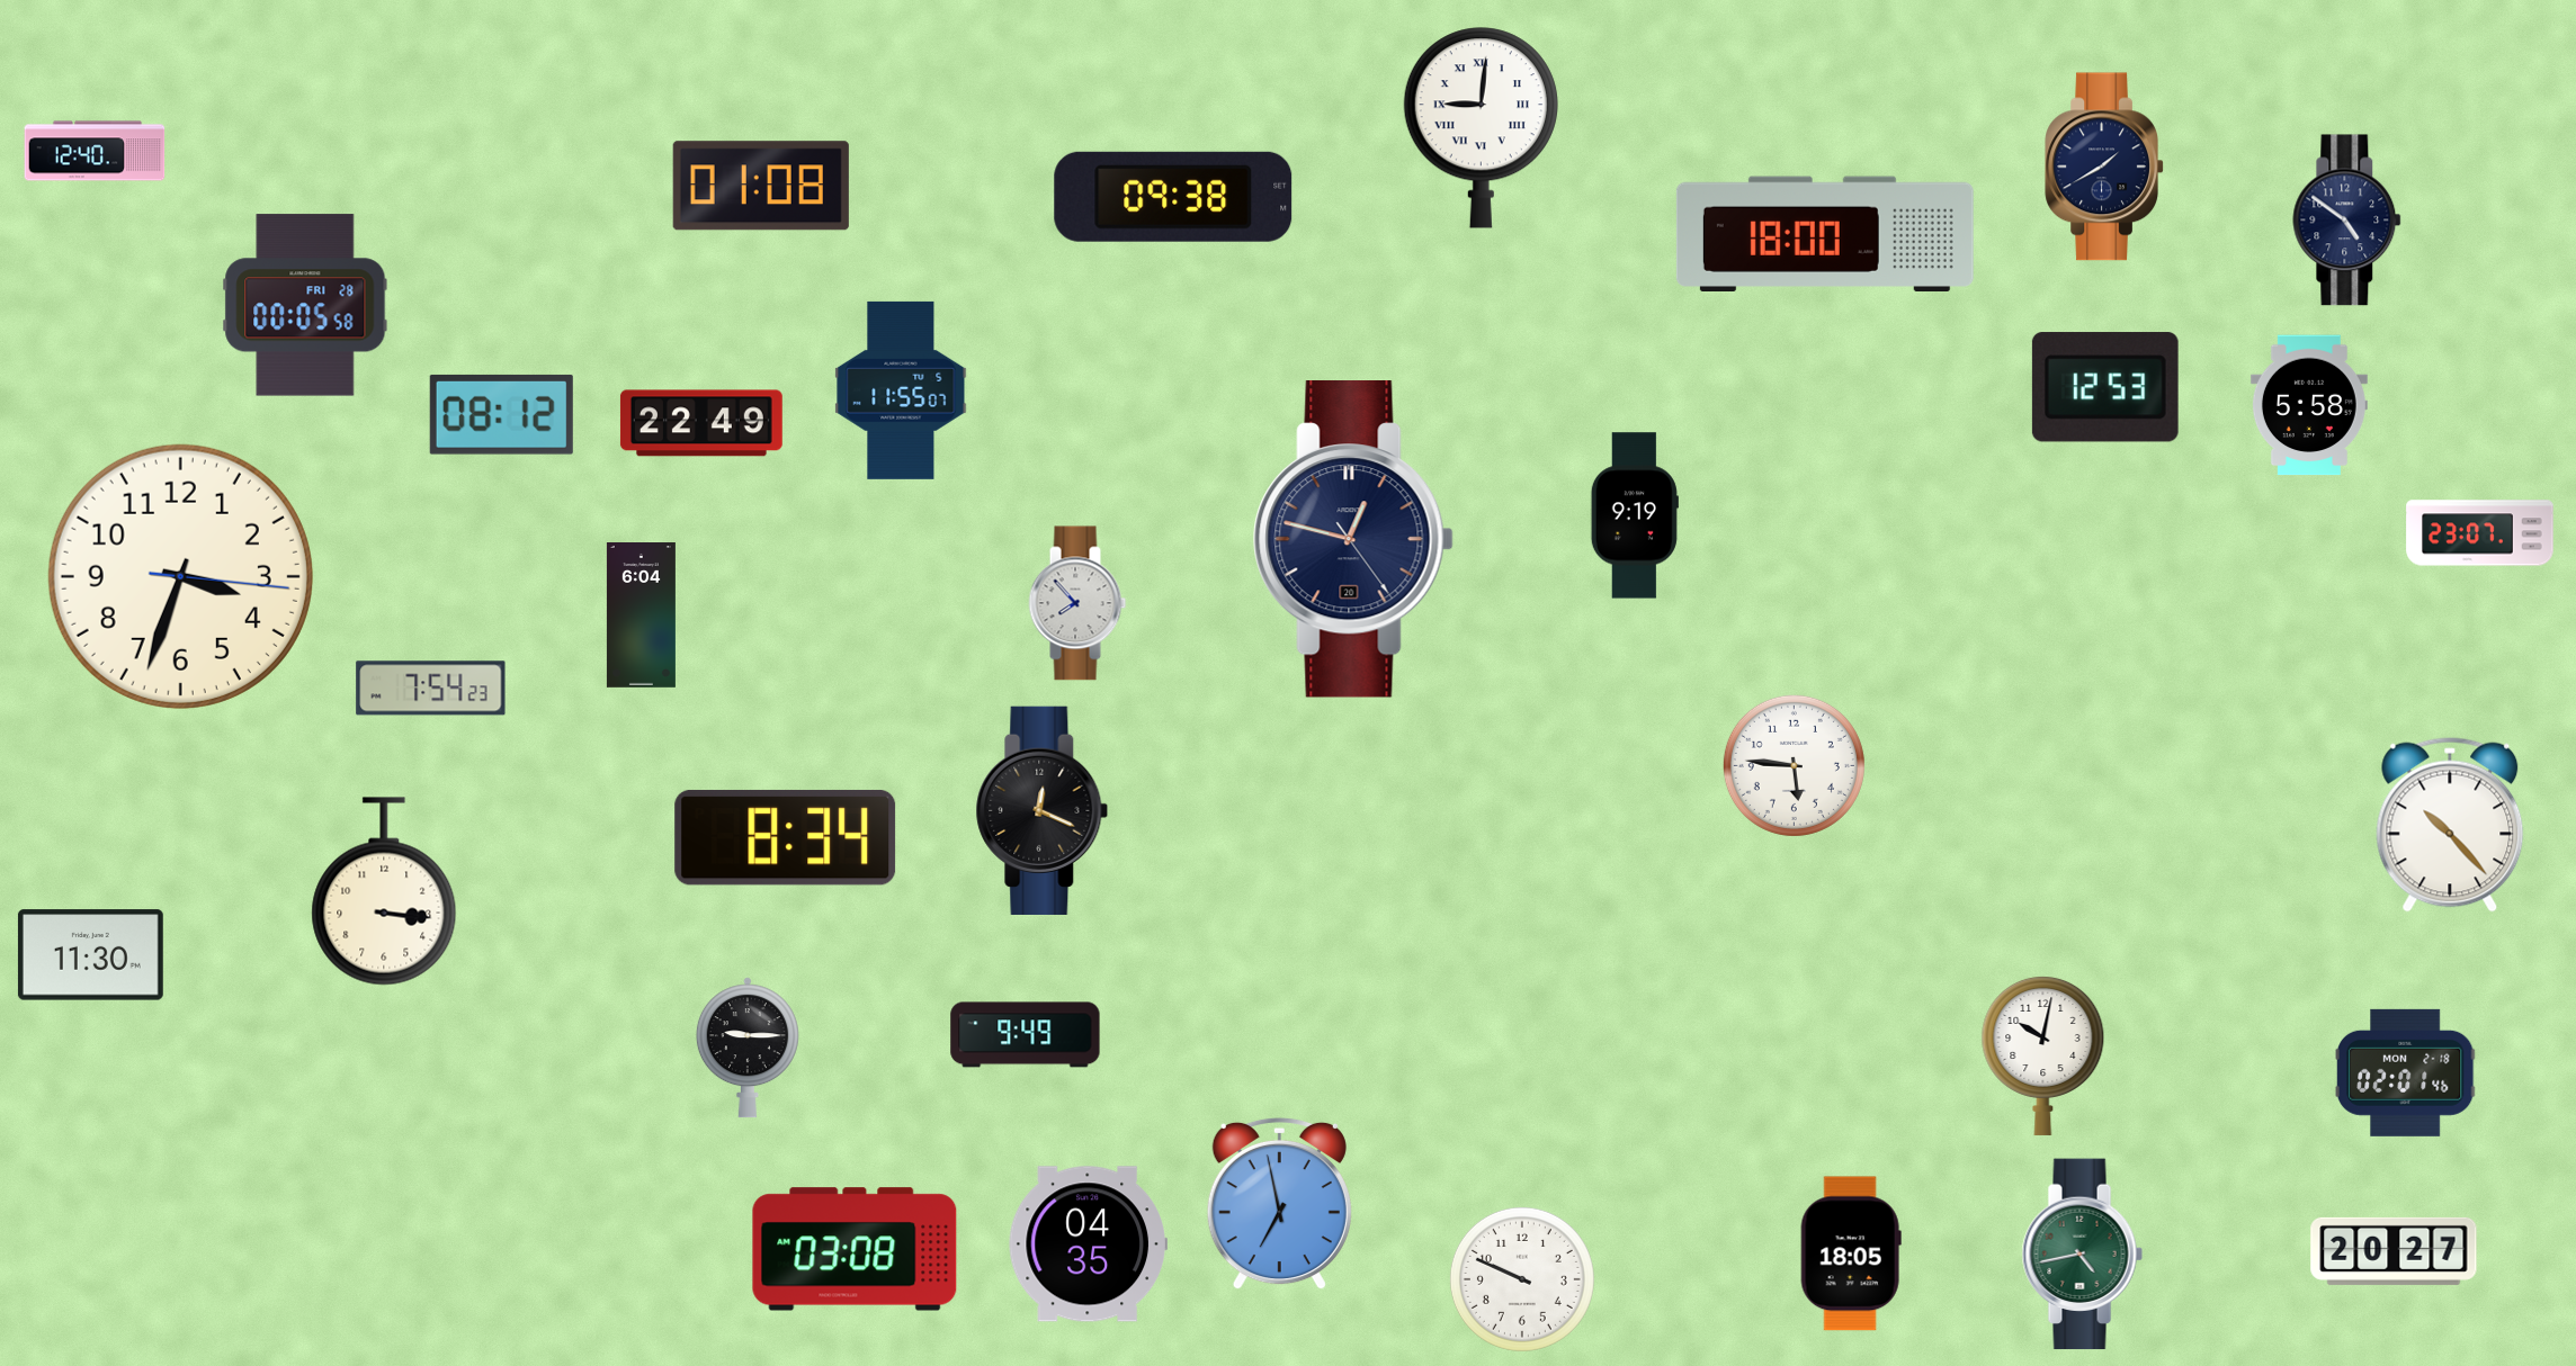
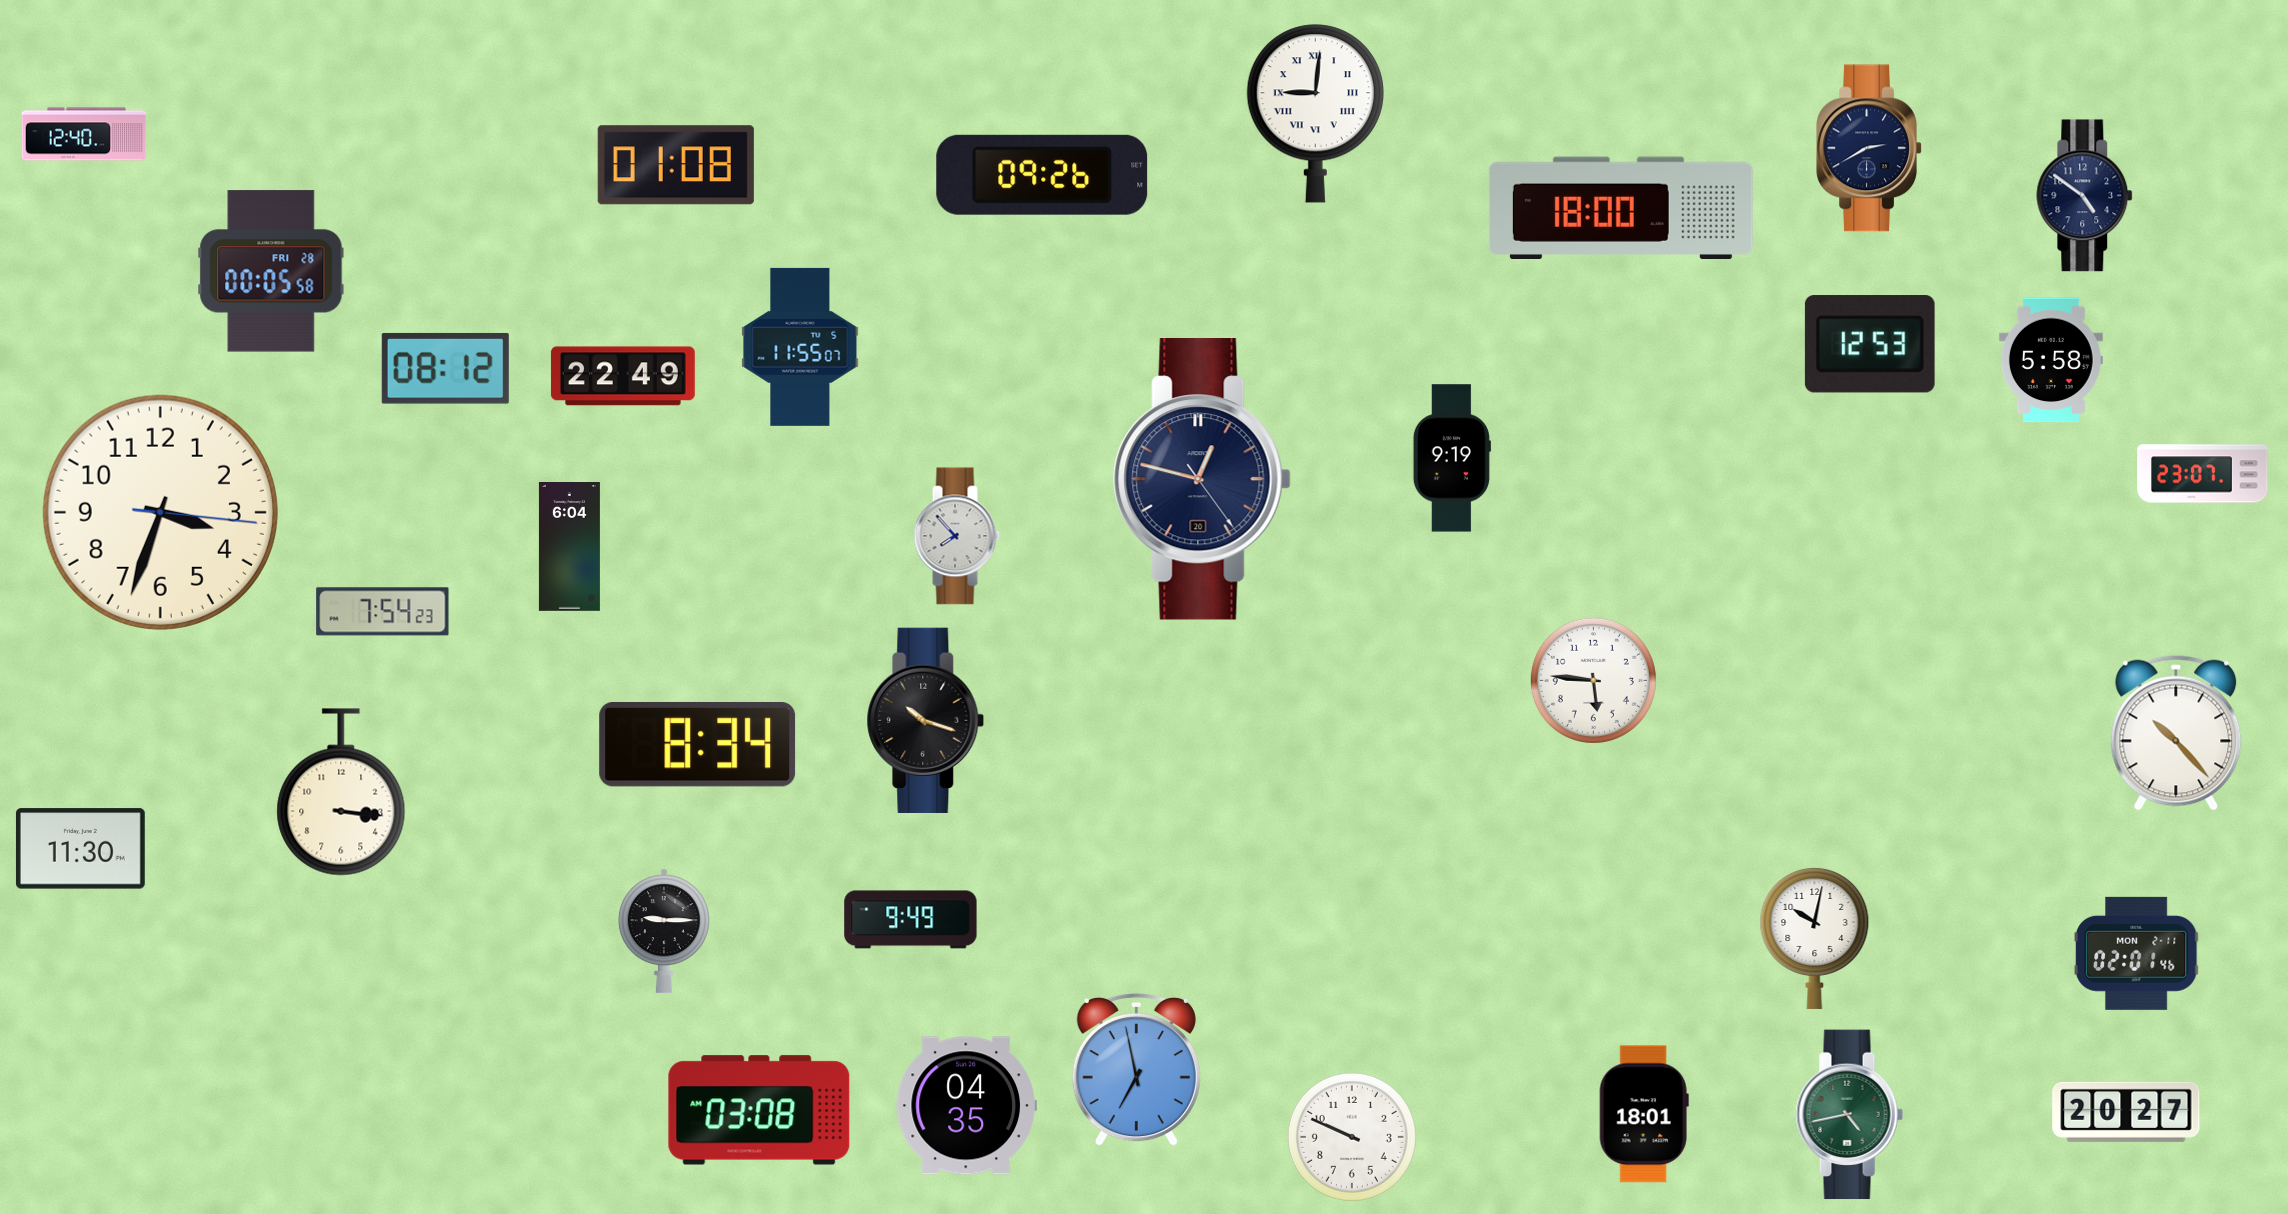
clock at (2104, 167): 1:40 -> 2:40
clock at (1173, 197): 09:38 -> 09:26
clock at (1043, 810): 12:19 -> 10:18
clock at (2405, 1072) date: MON 2-18 -> MON 2-11
clock at (1851, 1253): 18:05 -> 18:01
